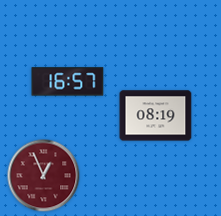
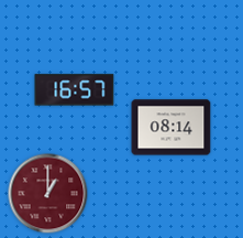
clock at (156, 116): 08:19 -> 08:14
clock at (44, 176): 12:56 -> 1:00
